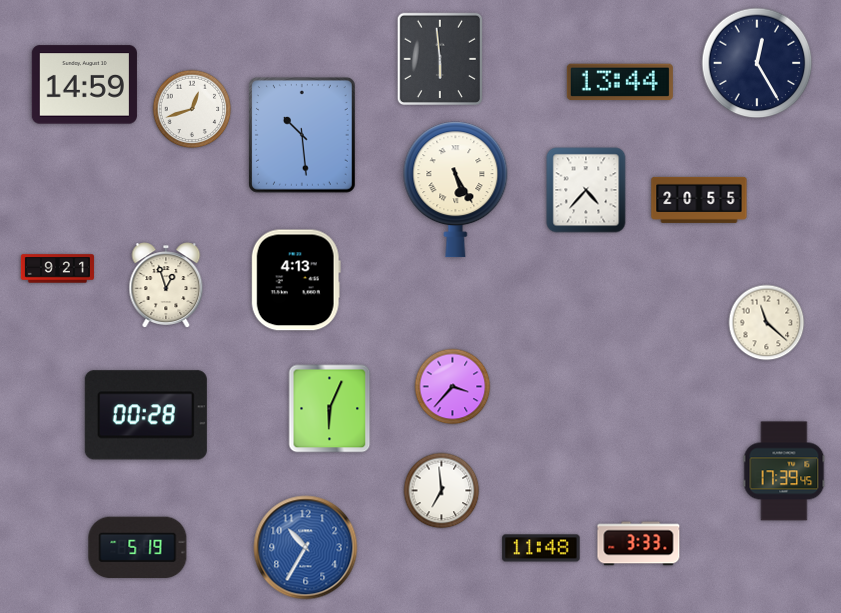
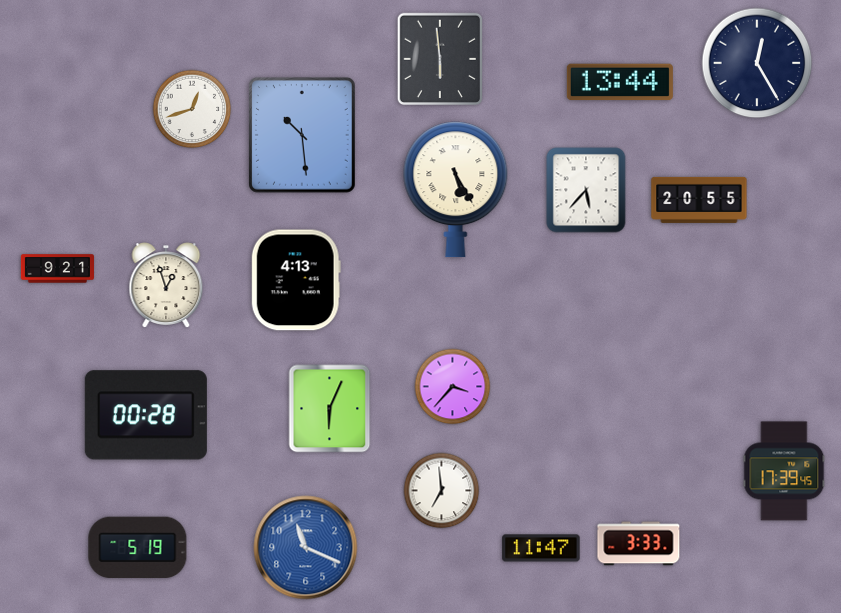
clock at (84, 85): 14:59 -> none
clock at (586, 190): 4:37 -> 5:37
clock at (767, 323): 11:22 -> none
clock at (306, 548): 10:35 -> 11:19
clock at (541, 548): 11:48 -> 11:47
